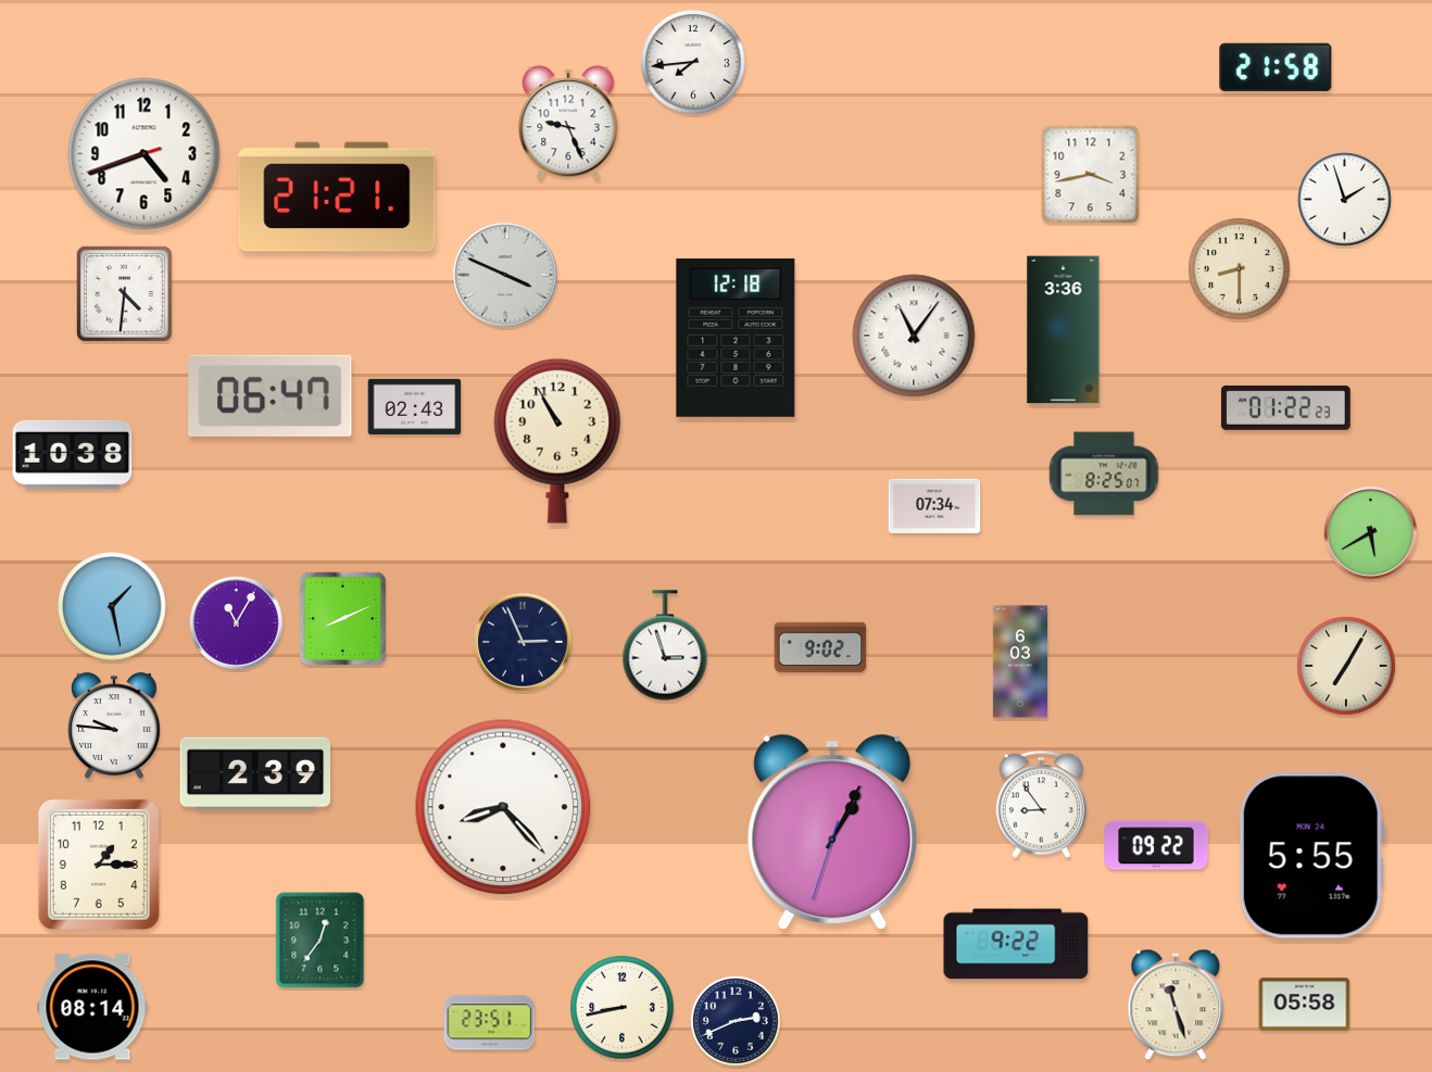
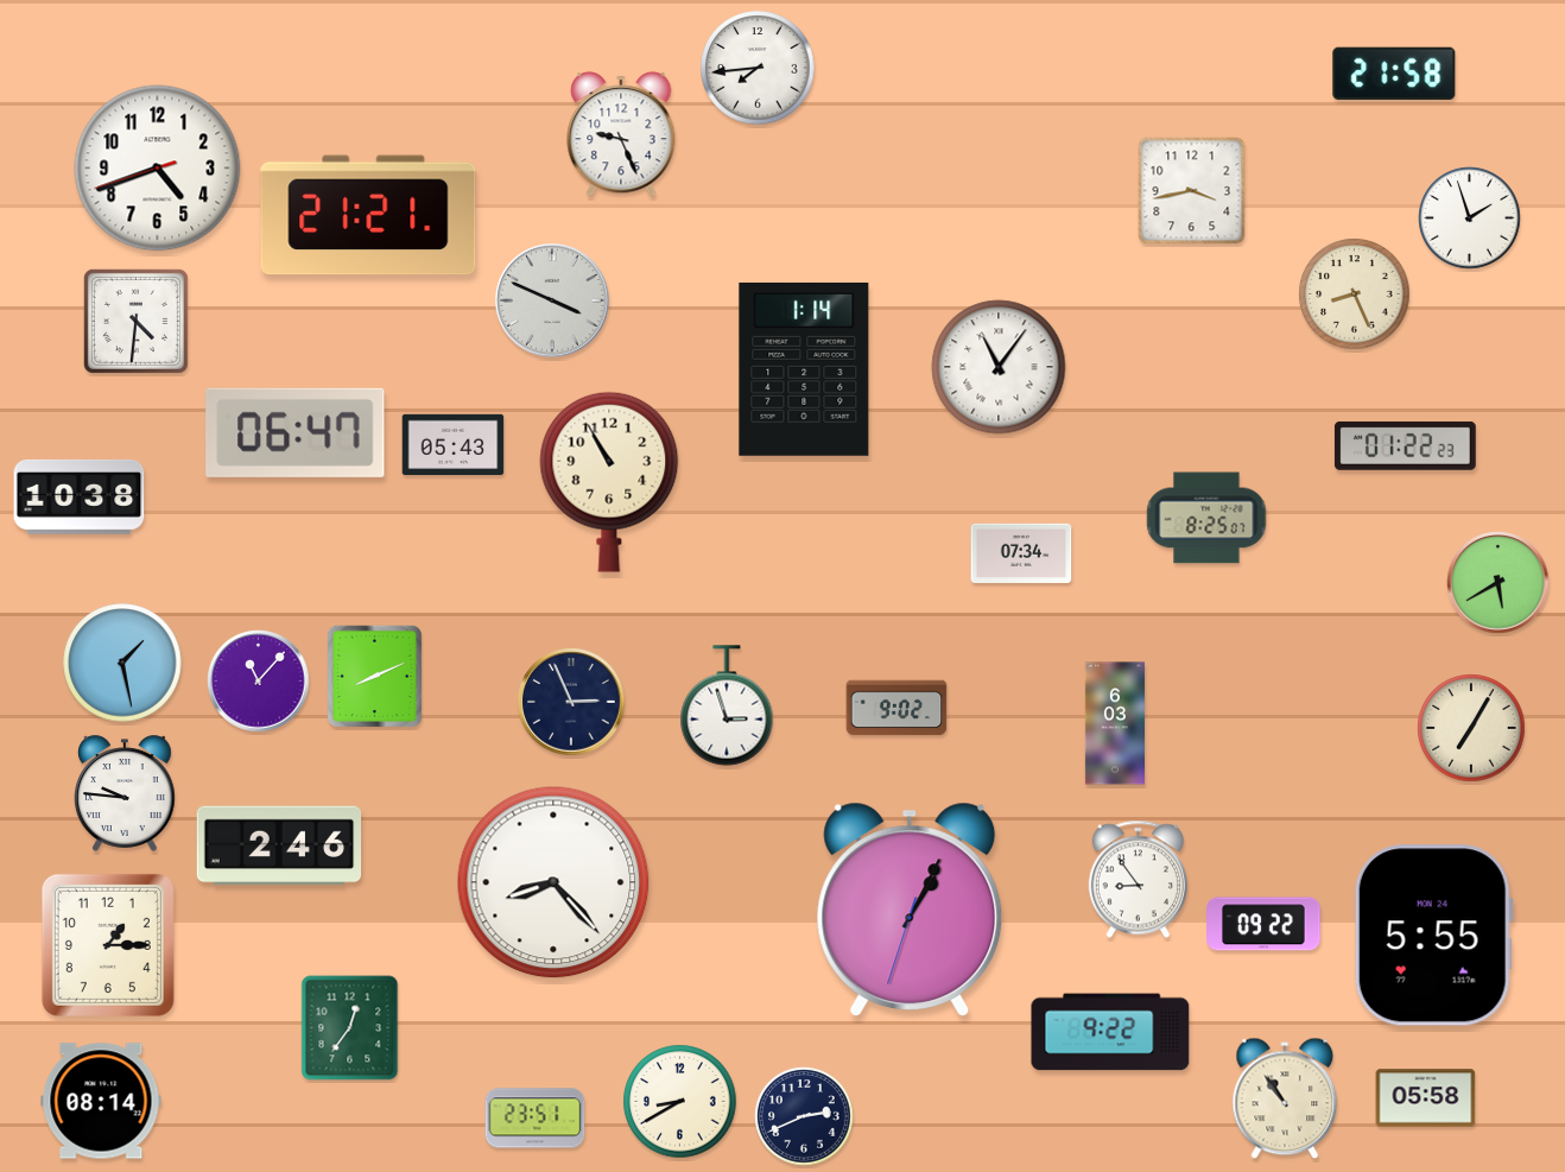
clock at (1240, 269): 8:30 -> 8:26
clock at (1064, 330): 3:36 -> none
clock at (736, 338): 12:18 -> 1:14
clock at (415, 407): 02:43 -> 05:43
clock at (237, 623): 11:05 -> 11:07
clock at (255, 773): 2:39 -> 2:46
clock at (503, 807) position: (503, 807) -> (553, 882)
clock at (1176, 1005): 11:27 -> 10:54
clock at (623, 1008): 8:43 -> 8:40
